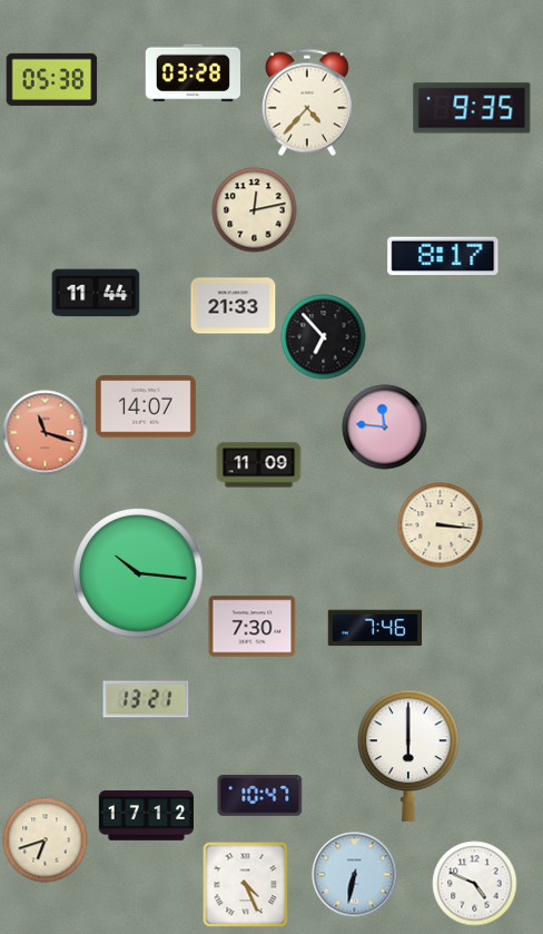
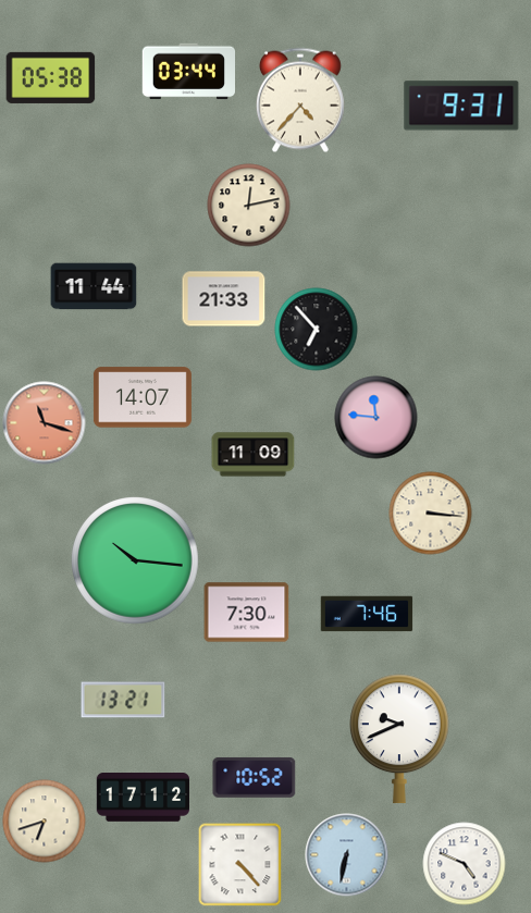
clock at (192, 73): 03:28 -> 03:44
clock at (472, 108): 9:35 -> 9:31
clock at (443, 256): 8:17 -> none
clock at (234, 306) position: (234, 306) -> (224, 299)
clock at (146, 699) position: (146, 699) -> (123, 700)
clock at (409, 756): 6:00 -> 9:41
clock at (260, 795): 10:47 -> 10:52
clock at (245, 884): 4:26 -> 4:23
